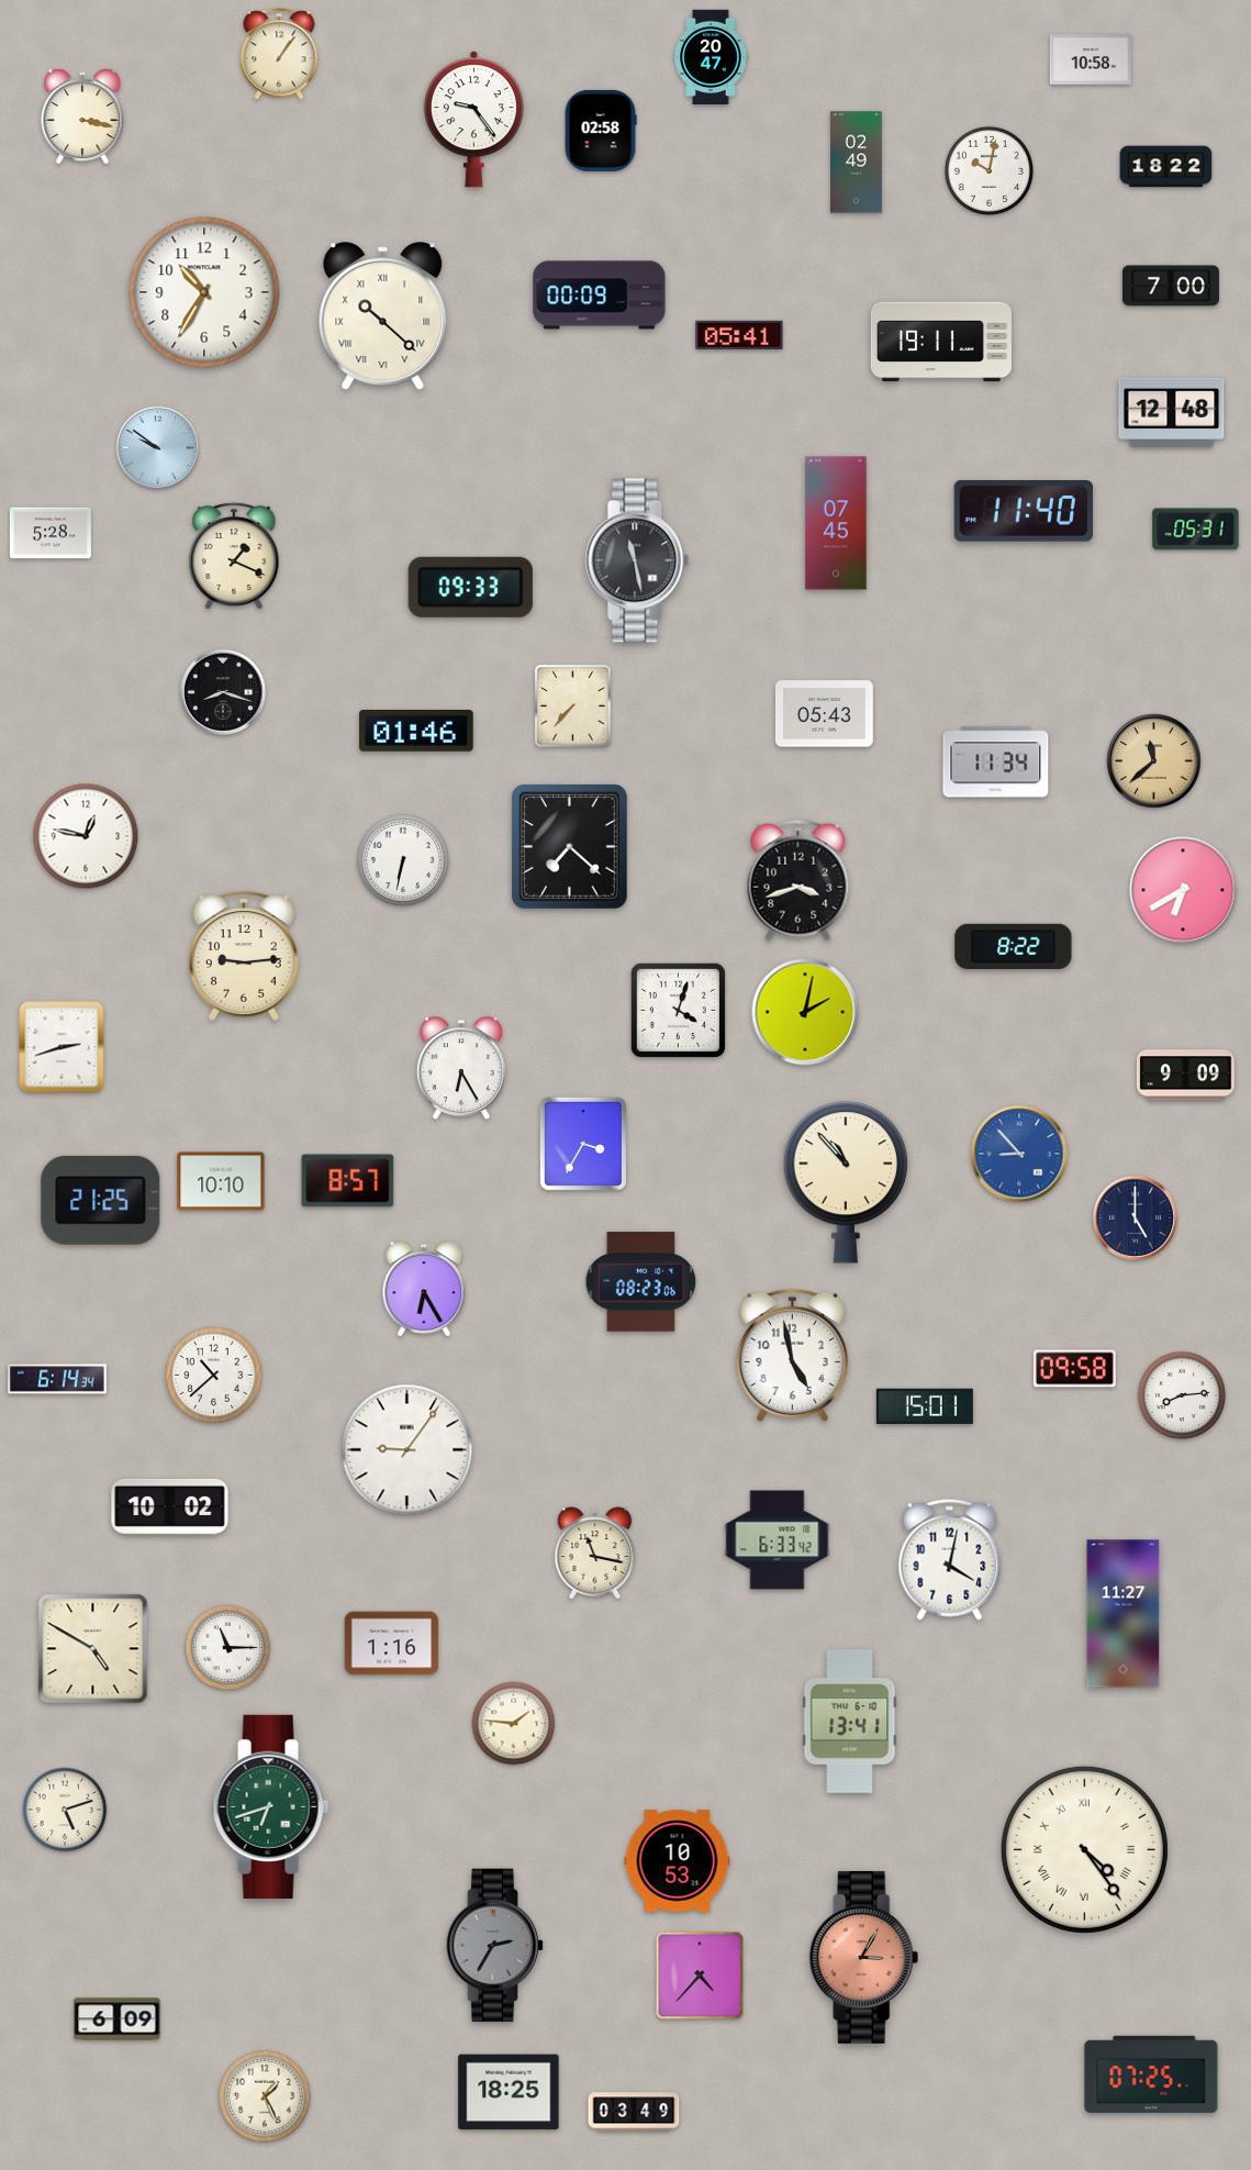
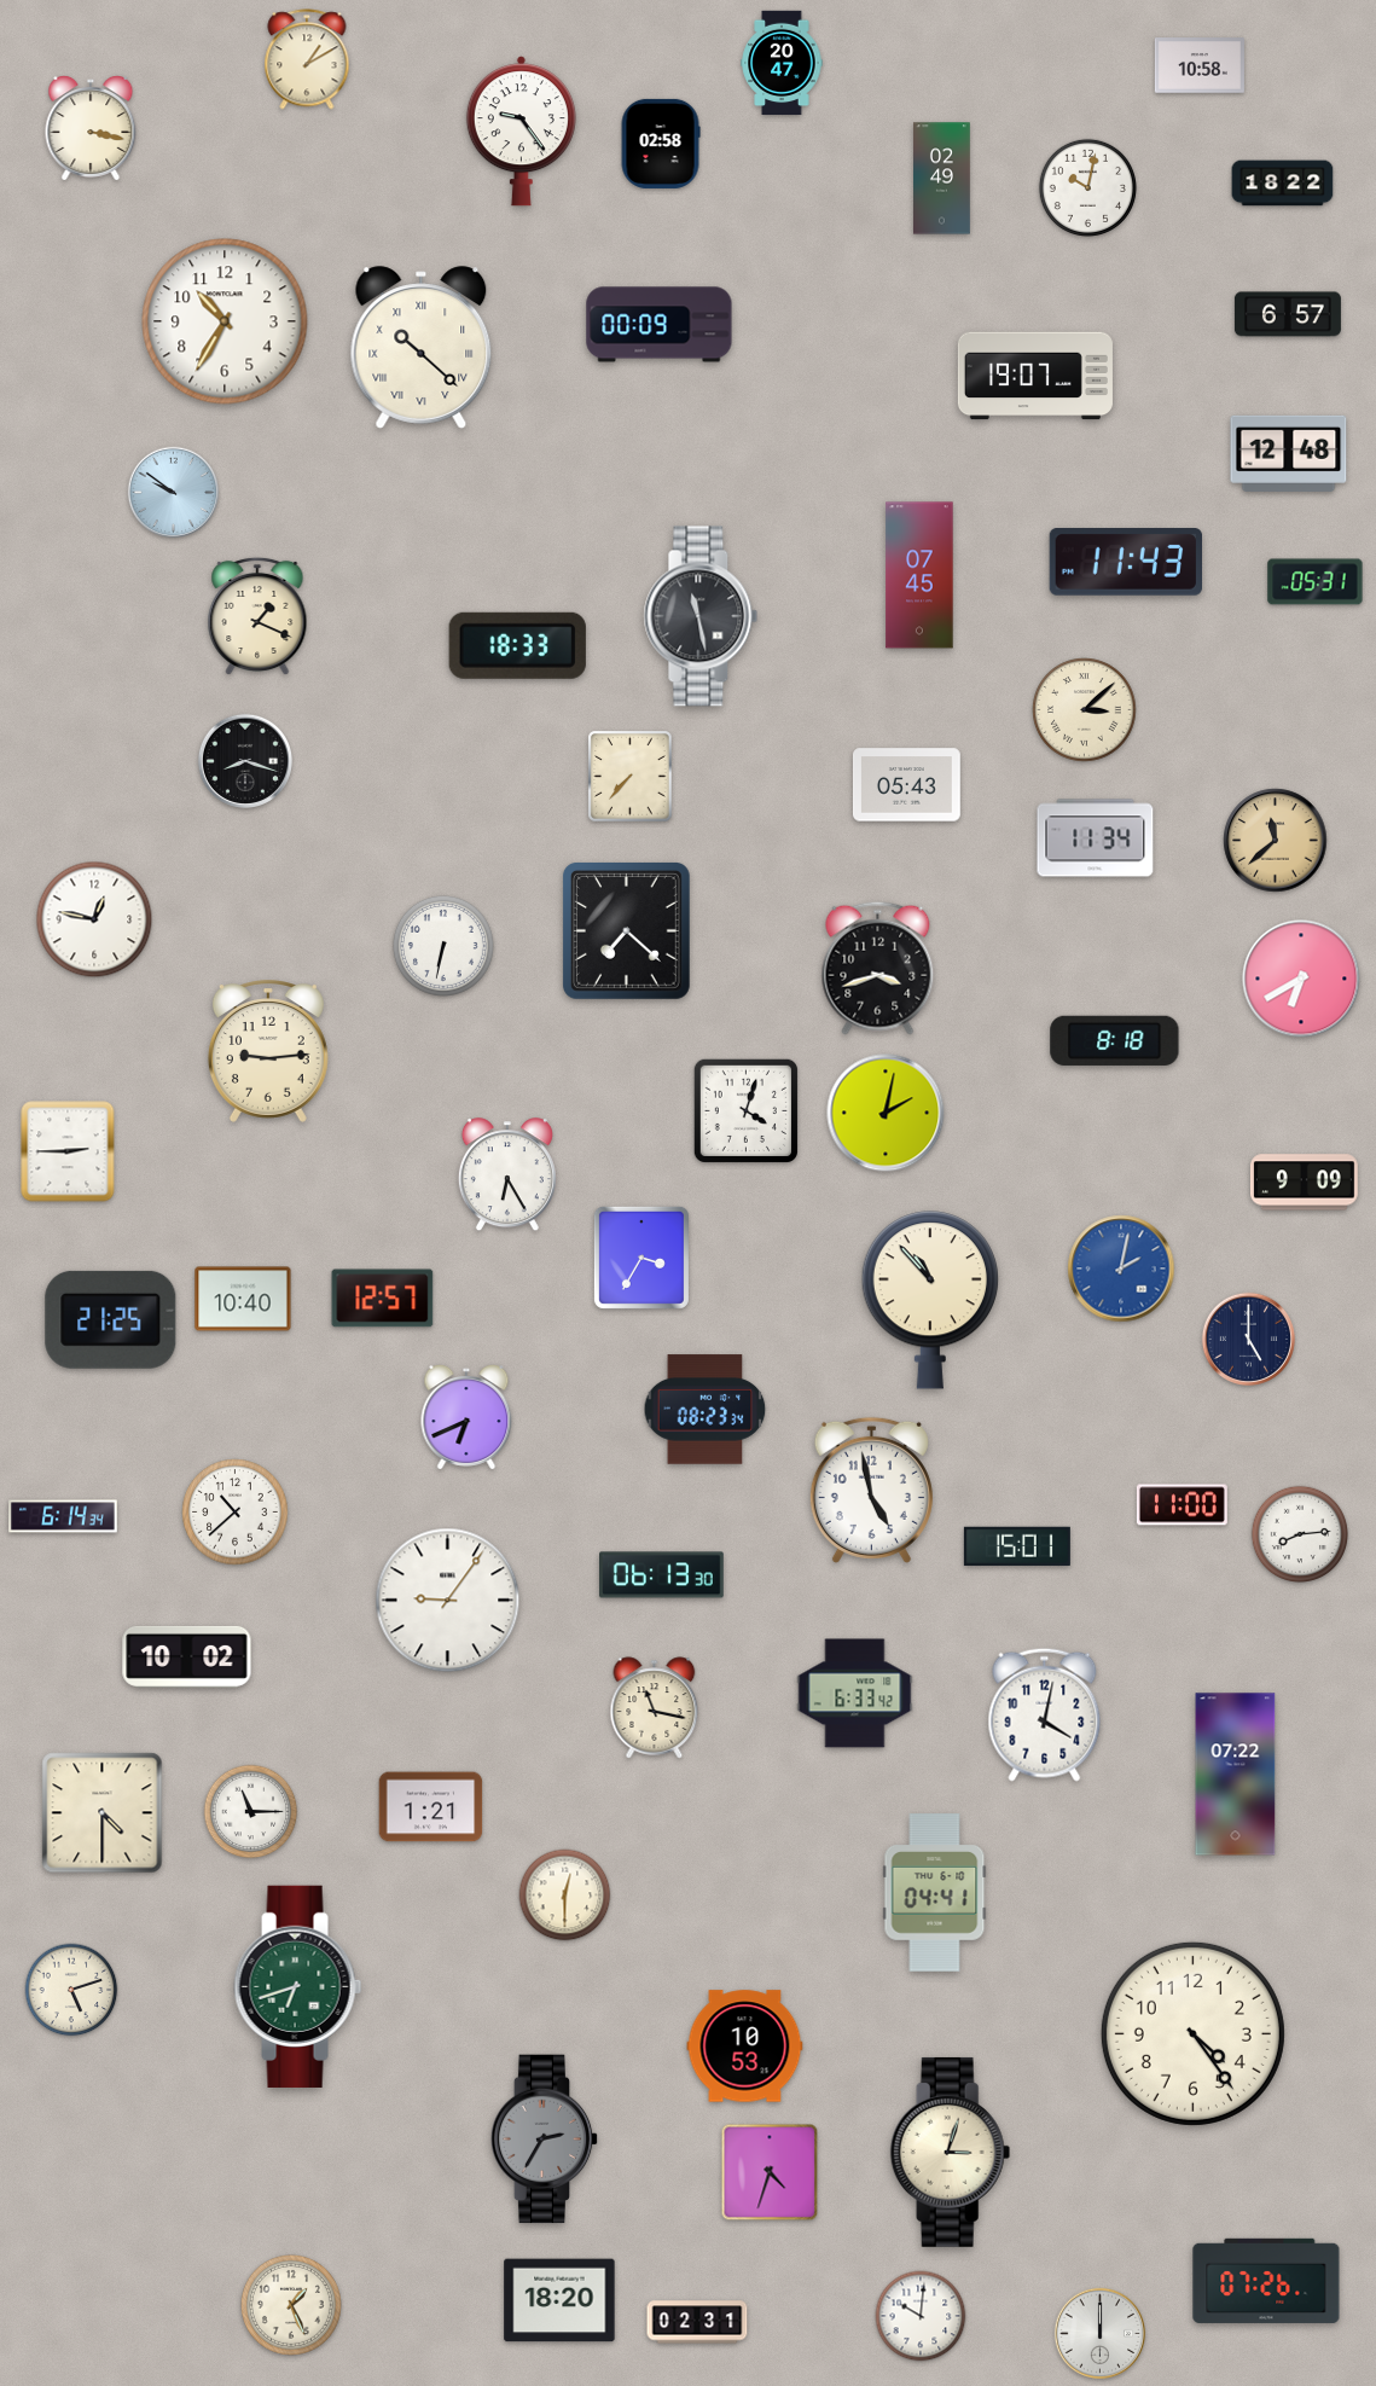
clock at (279, 54): 1:06 -> 1:10
clock at (1171, 286): 7:00 -> 6:57
clock at (739, 334): 05:41 -> none
clock at (941, 342): 19:11 -> 19:07
clock at (1023, 512): 11:40 -> 11:43
clock at (51, 533): 5:28 -> none
clock at (234, 556) position: (234, 556) -> (257, 616)
clock at (470, 587): 09:33 -> 18:33
clock at (1085, 710): none -> 3:08
clock at (416, 731): 01:46 -> none
clock at (1154, 761) position: (1154, 761) -> (1276, 841)
clock at (1014, 946): 8:22 -> 8:18
clock at (62, 1047): 2:42 -> 2:45
clock at (1019, 1154): 8:53 -> 2:02
clock at (221, 1181): 10:10 -> 10:40
clock at (348, 1181): 8:57 -> 12:57
clock at (641, 1282): 08:23:06 -> 08:23:34
clock at (424, 1290): 6:25 -> 6:41
clock at (1074, 1369): 09:58 -> 11:00
clock at (662, 1575): none -> 06:13
clock at (407, 1450) position: (407, 1450) -> (448, 1601)
clock at (1124, 1614): 11:27 -> 07:22
clock at (392, 1644): 1:16 -> 1:21
clock at (93, 1649): 4:50 -> 4:30
clock at (850, 1722): 13:41 -> 04:41
clock at (514, 1724): 1:46 -> 12:30
clock at (1084, 1849) numerals: Roman -> Arabic
clock at (864, 1957): 3:05 -> 3:03
clock at (864, 1957) dial: salmon -> cream
clock at (700, 1976): 4:37 -> 4:33
clock at (118, 2019): 6:09 -> none
clock at (1151, 2074): 07:25 -> 07:26
clock at (509, 2092): 18:25 -> 18:20
clock at (921, 2316): none -> 10:01
clock at (634, 2112): 03:49 -> 02:31
clock at (1101, 2334): none -> 12:00
